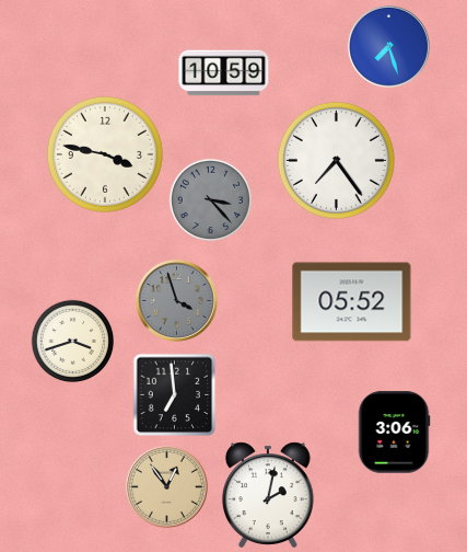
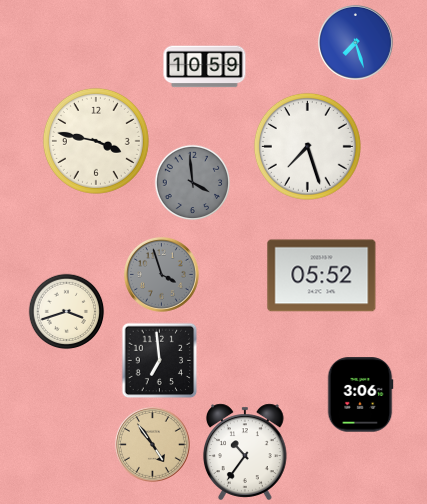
clock at (336, 160): 7:24 -> 7:27
clock at (211, 200): 3:23 -> 3:59
clock at (166, 486): 12:54 -> 4:54
clock at (268, 495): 2:02 -> 10:36
